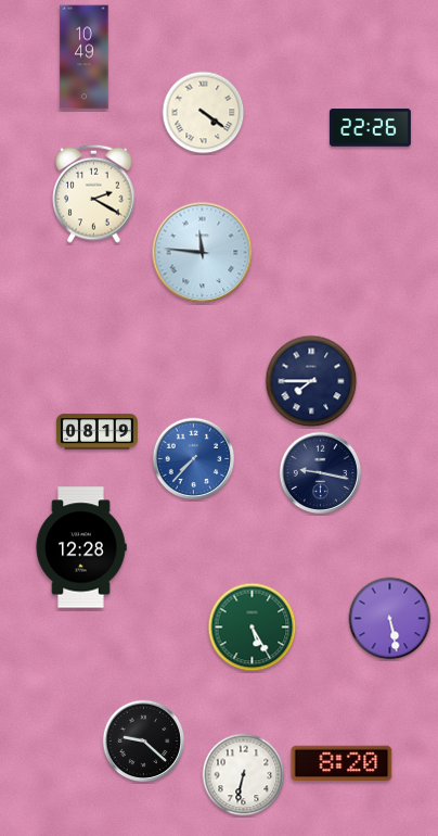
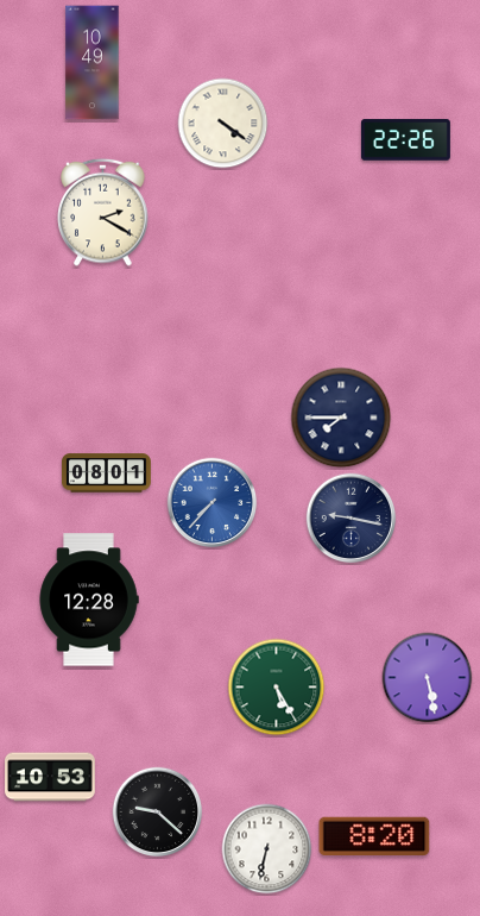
clock at (203, 253): 11:46 -> none
clock at (96, 432): 08:19 -> 08:01
clock at (51, 777): none -> 10:53
